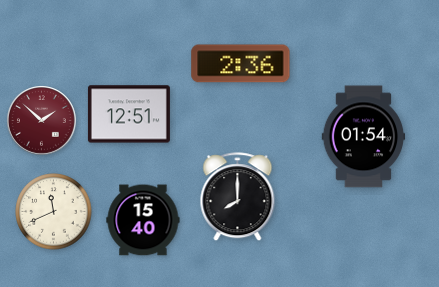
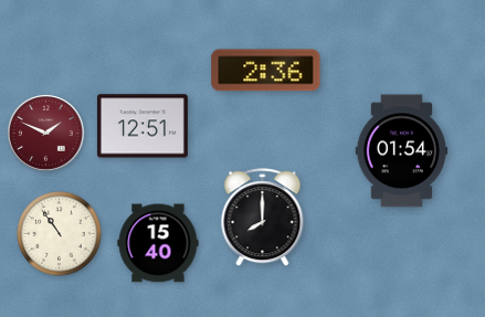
clock at (42, 121): 1:52 -> 1:49
clock at (54, 212): 11:41 -> 10:54
